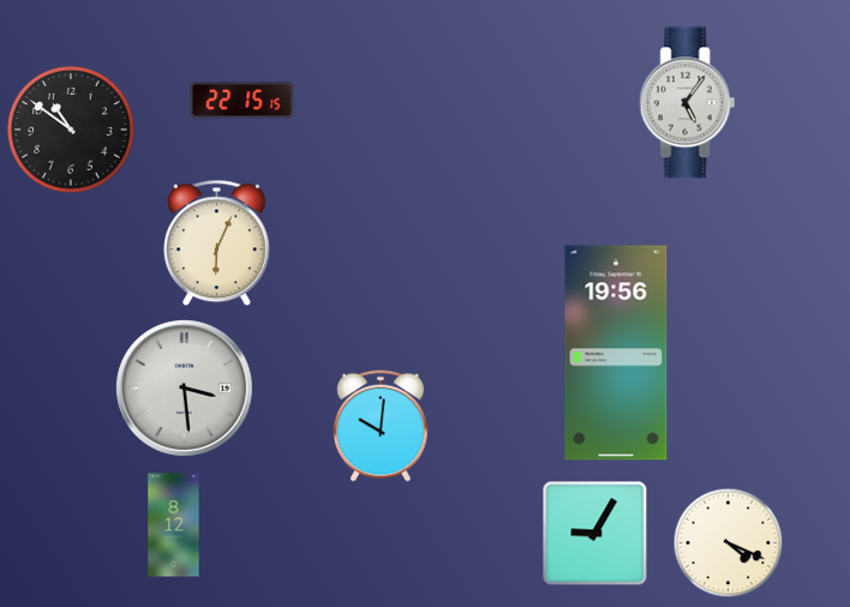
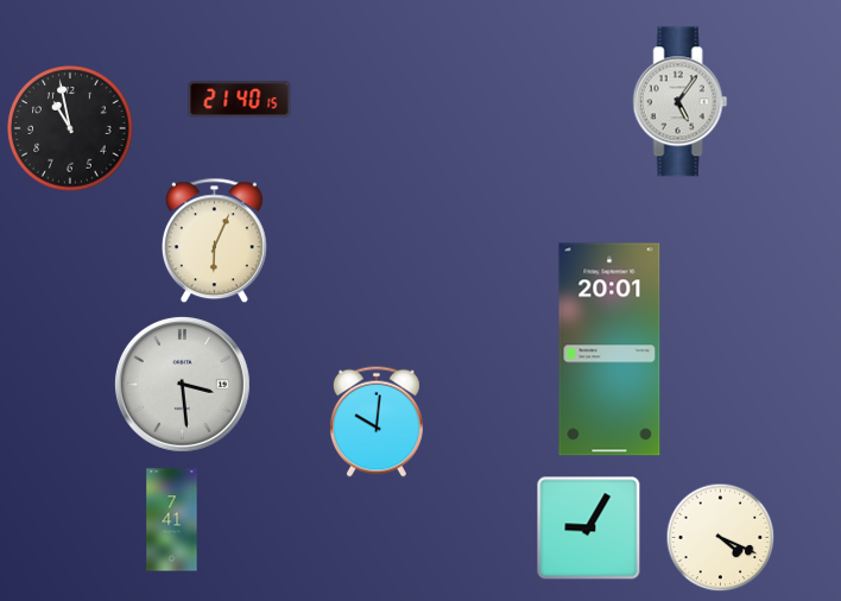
clock at (243, 101): 22:15 -> 21:40
clock at (71, 130): 10:51 -> 10:58
clock at (616, 353): 19:56 -> 20:01
clock at (174, 525): 8:12 -> 7:41
